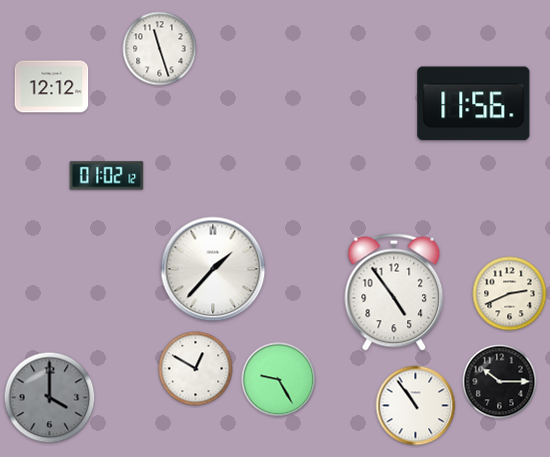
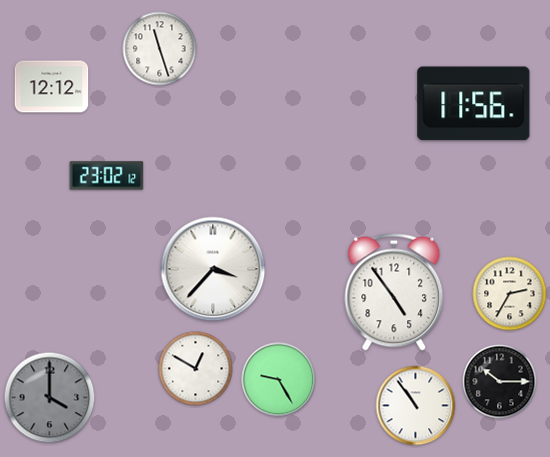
clock at (107, 176): 01:02 -> 23:02
clock at (213, 269): 1:37 -> 3:37
clock at (510, 294): 2:41 -> 2:35
